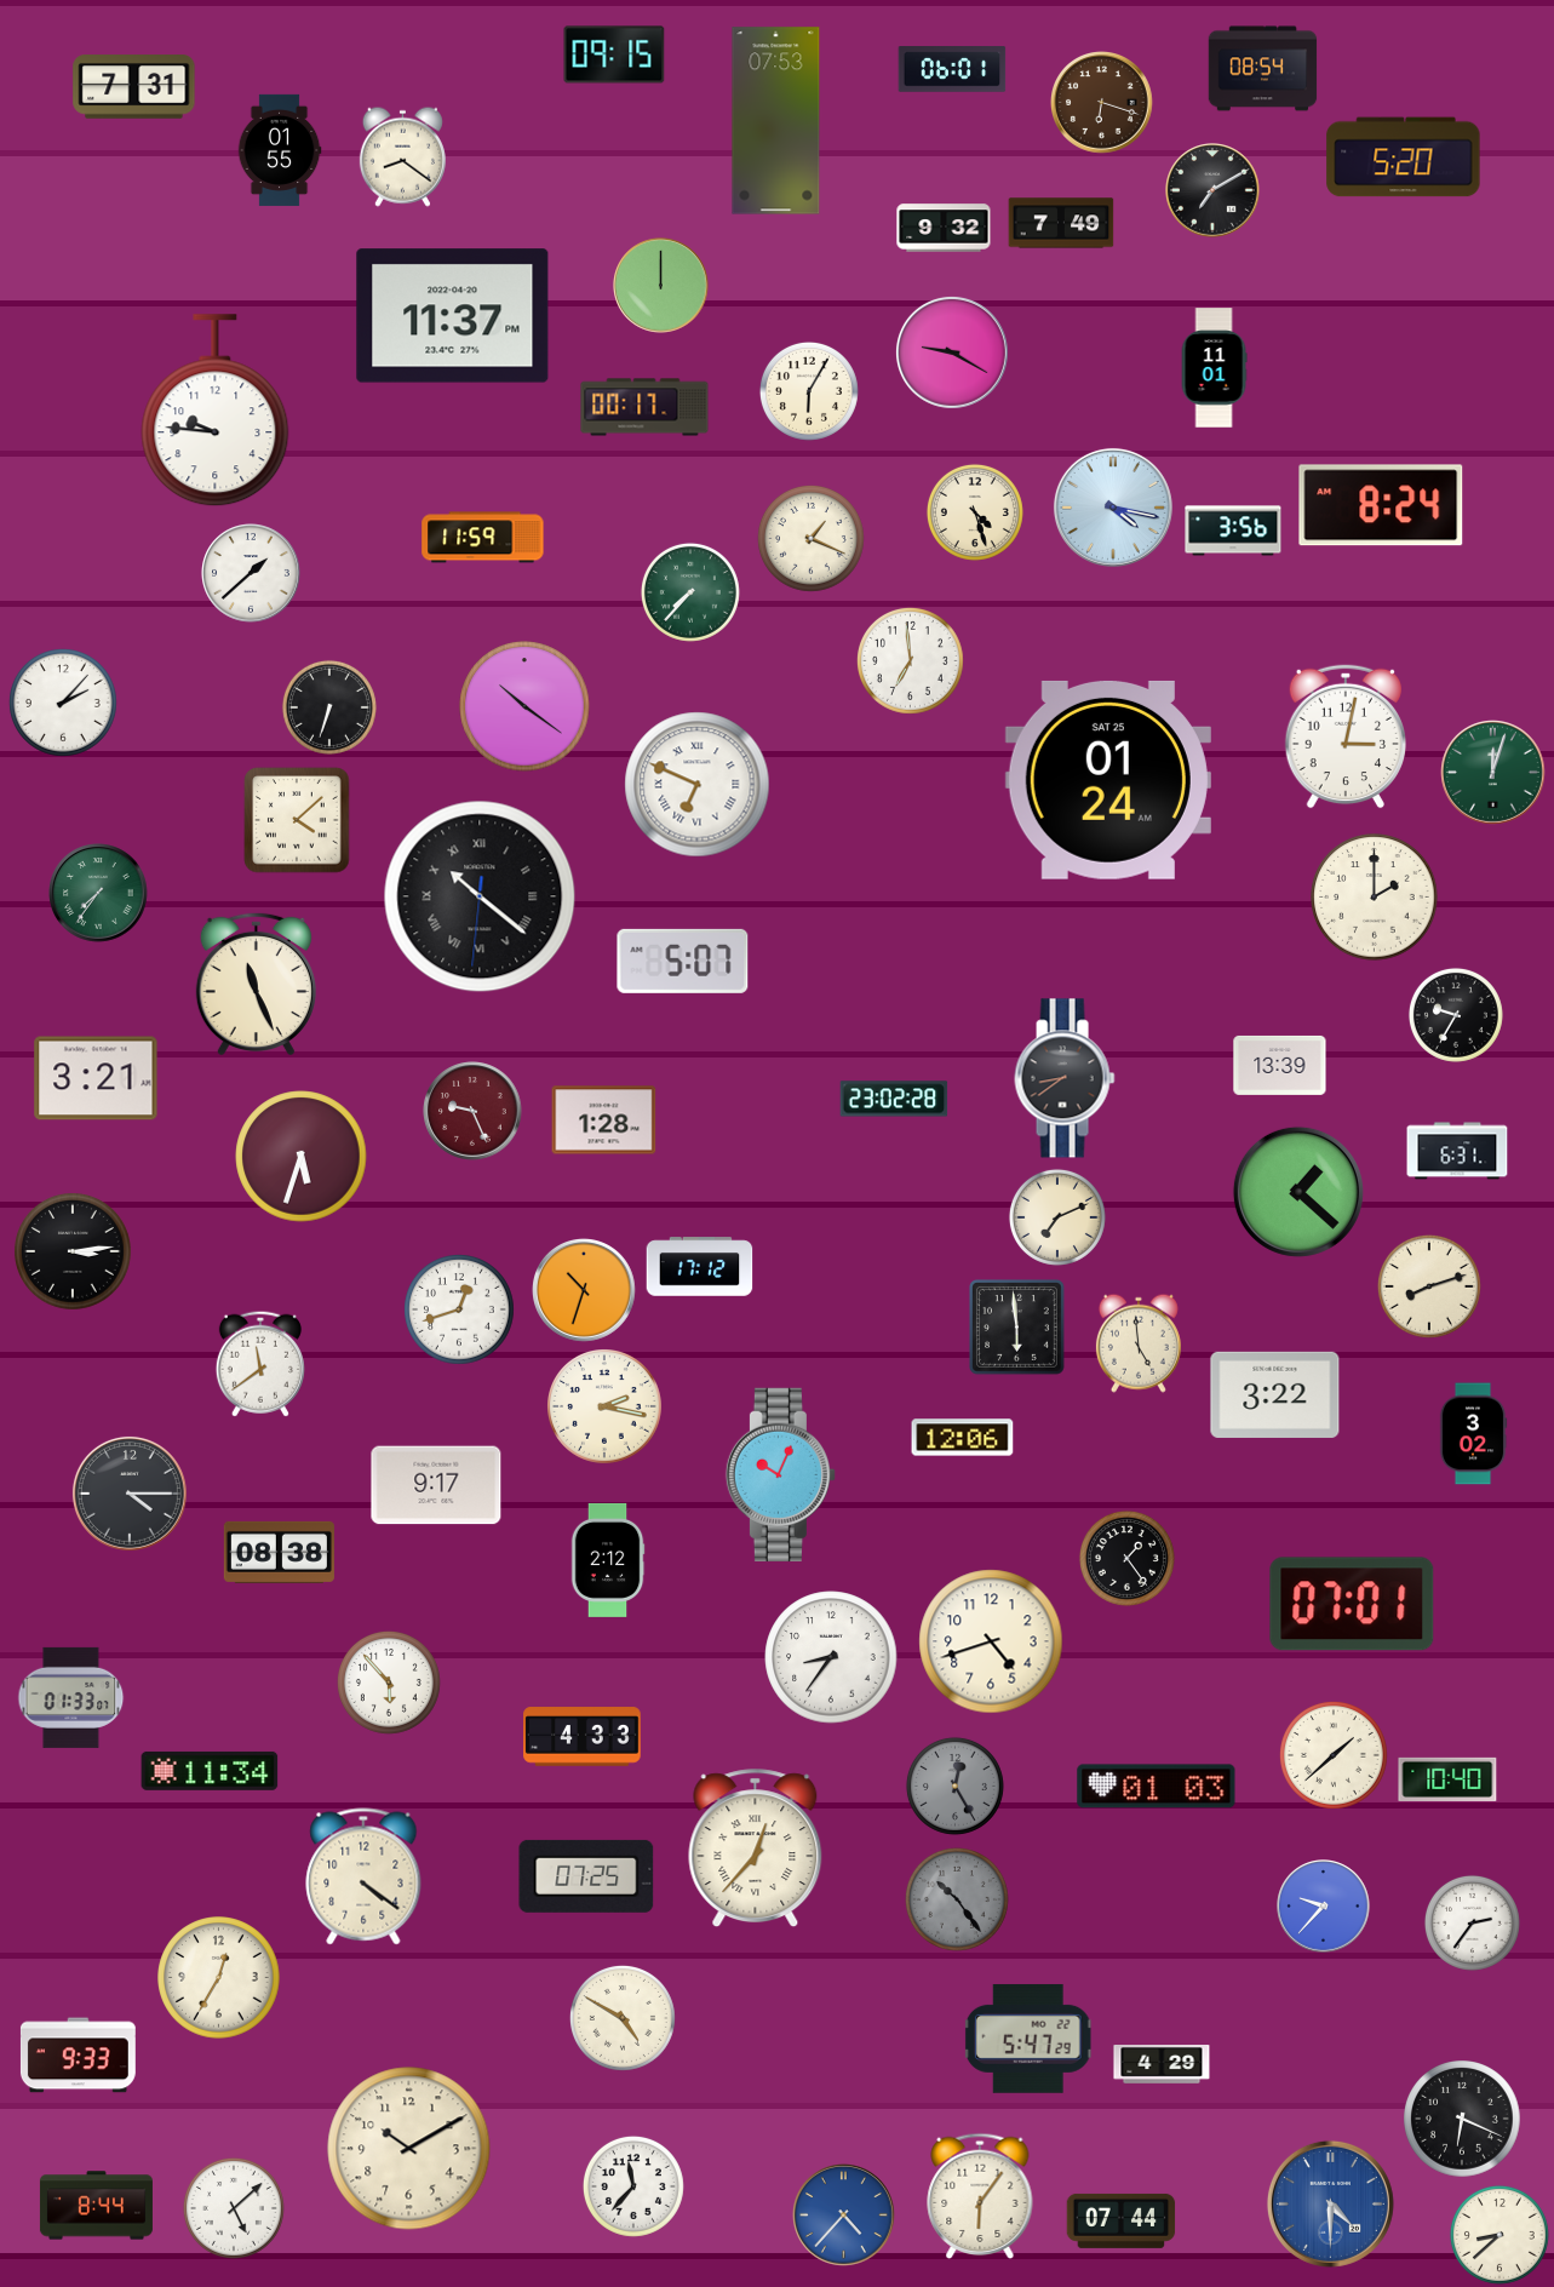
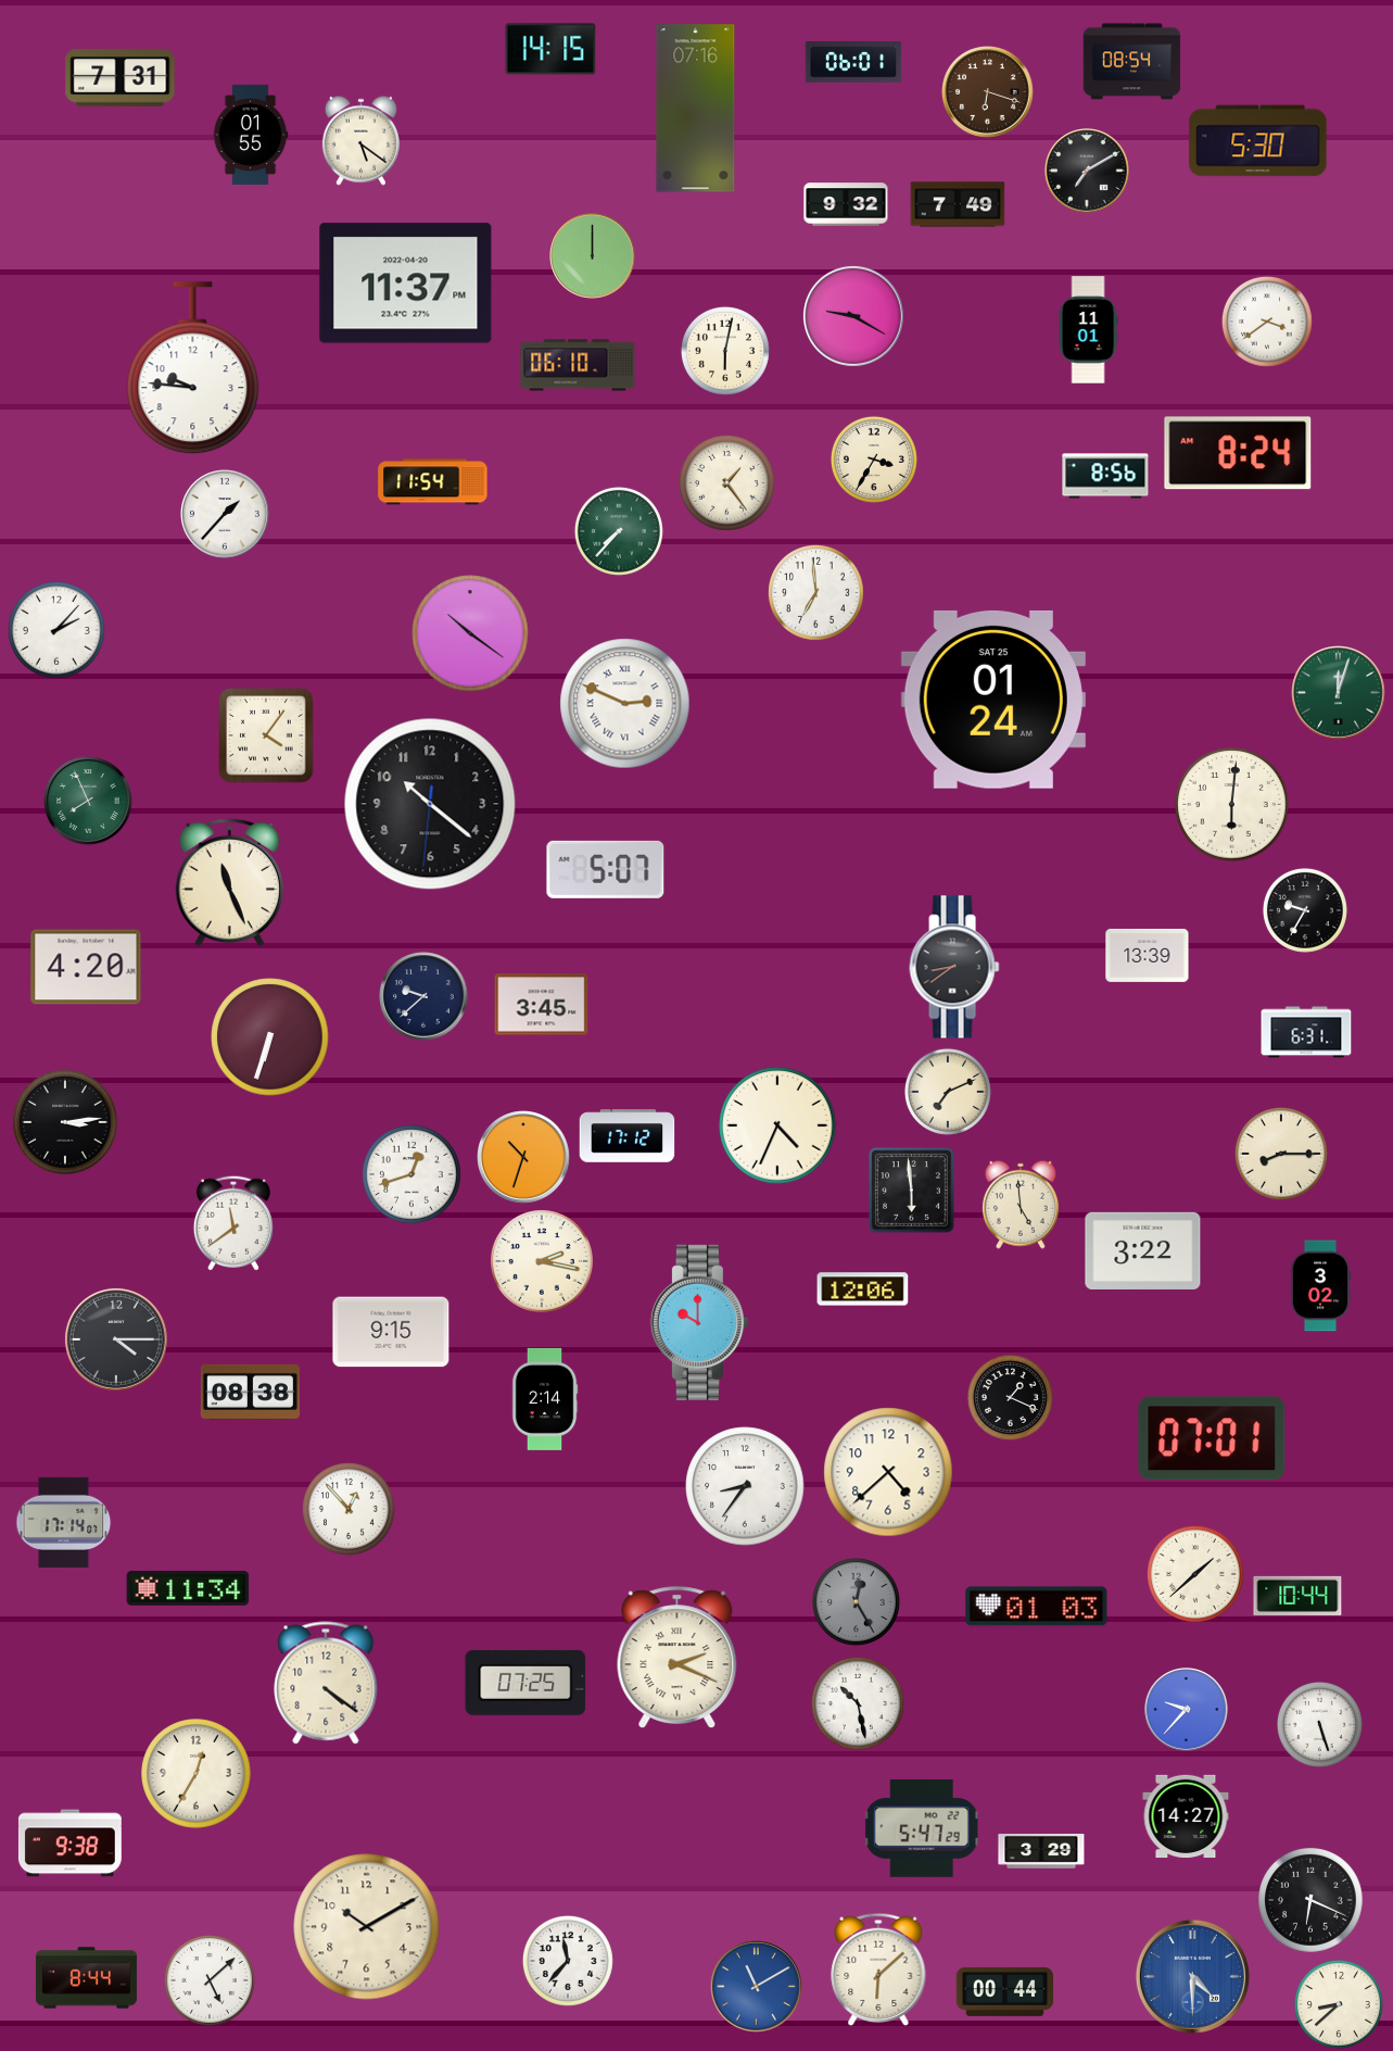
clock at (614, 55): 09:15 -> 14:15
clock at (776, 121): 07:53 -> 07:16
clock at (402, 156): 8:21 -> 5:21
clock at (1404, 157): 5:20 -> 5:30
clock at (1061, 223) position: (1061, 223) -> (958, 204)
clock at (1267, 322): none -> 3:39
clock at (809, 391): 6:05 -> 6:02
clock at (644, 407): 00:17 -> 06:10
clock at (1113, 508): 4:17 -> none
clock at (975, 512): 4:27 -> 3:35
clock at (1233, 531): 3:56 -> 8:56
clock at (483, 538): 11:59 -> 11:54
clock at (810, 538): 1:19 -> 1:24
clock at (251, 573): 1:38 -> 1:37
clock at (329, 707): 6:33 -> none
clock at (1344, 736): 3:02 -> none
clock at (698, 785): 6:49 -> 2:49
clock at (297, 820): 4:08 -> 4:06
clock at (98, 893): 7:36 -> 7:56
clock at (480, 896) numerals: Roman -> Arabic
clock at (1375, 898): 2:00 -> 6:01
clock at (683, 961) position: (683, 961) -> (606, 869)
clock at (96, 1078): 3:21 -> 4:20
clock at (894, 1099): 23:02 -> none
clock at (472, 1111): 9:26 -> 9:38
clock at (472, 1111) dial: burgundy -> navy
clock at (604, 1120): 1:28 -> 3:45
clock at (302, 1157): 5:33 -> 6:33
clock at (1298, 1192): 1:22 -> none
clock at (777, 1125): none -> 4:34
clock at (1429, 1286): 8:12 -> 8:15
clock at (780, 1474): 10:04 -> 10:00
clock at (436, 1485): 9:17 -> 9:15
clock at (1126, 1558): 1:24 -> 1:19
clock at (608, 1560): 2:12 -> 2:14
clock at (991, 1641): 4:42 -> 4:38
clock at (389, 1683): 5:53 -> 12:53
clock at (71, 1697): 01:33 -> 17:14
clock at (583, 1737): 4:33 -> none
clock at (1447, 1779): 10:40 -> 10:44
clock at (1157, 1787) position: (1157, 1787) -> (1037, 1607)
clock at (756, 1848): 12:37 -> 2:19
clock at (957, 1899): 10:24 -> 10:28
clock at (957, 1899) dial: grey -> white
clock at (1472, 1922): 2:36 -> 5:27
clock at (623, 2018): 4:50 -> none
clock at (1186, 1816): none -> 14:27
clock at (78, 2056): 9:33 -> 9:38
clock at (1162, 2064): 4:29 -> 3:29
clock at (980, 2195): 6:06 -> 6:08
clock at (844, 2216): 4:37 -> 11:10
clock at (1122, 2220): 07:44 -> 00:44
clock at (1499, 2235) position: (1499, 2235) -> (1339, 2004)
